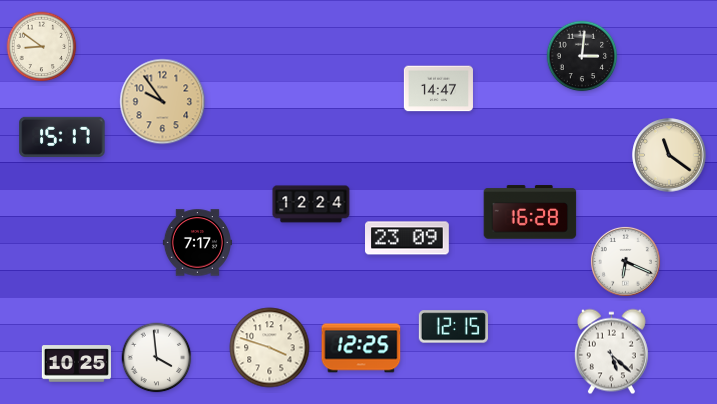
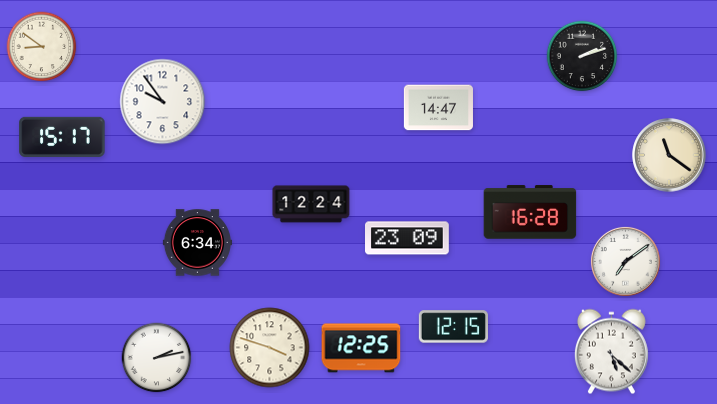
clock at (582, 56): 3:01 -> 2:12
clock at (438, 89) position: (438, 89) -> (438, 108)
clock at (163, 102) dial: champagne -> white
clock at (197, 243): 7:17 -> 6:34
clock at (625, 261): 6:19 -> 7:09
clock at (157, 358): 3:59 -> 2:13
clock at (76, 364): 10:25 -> none
